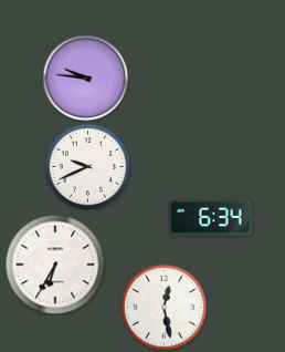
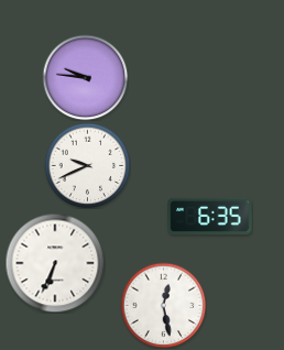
clock at (211, 217): 6:34 -> 6:35
clock at (55, 265): 6:35 -> 6:34
